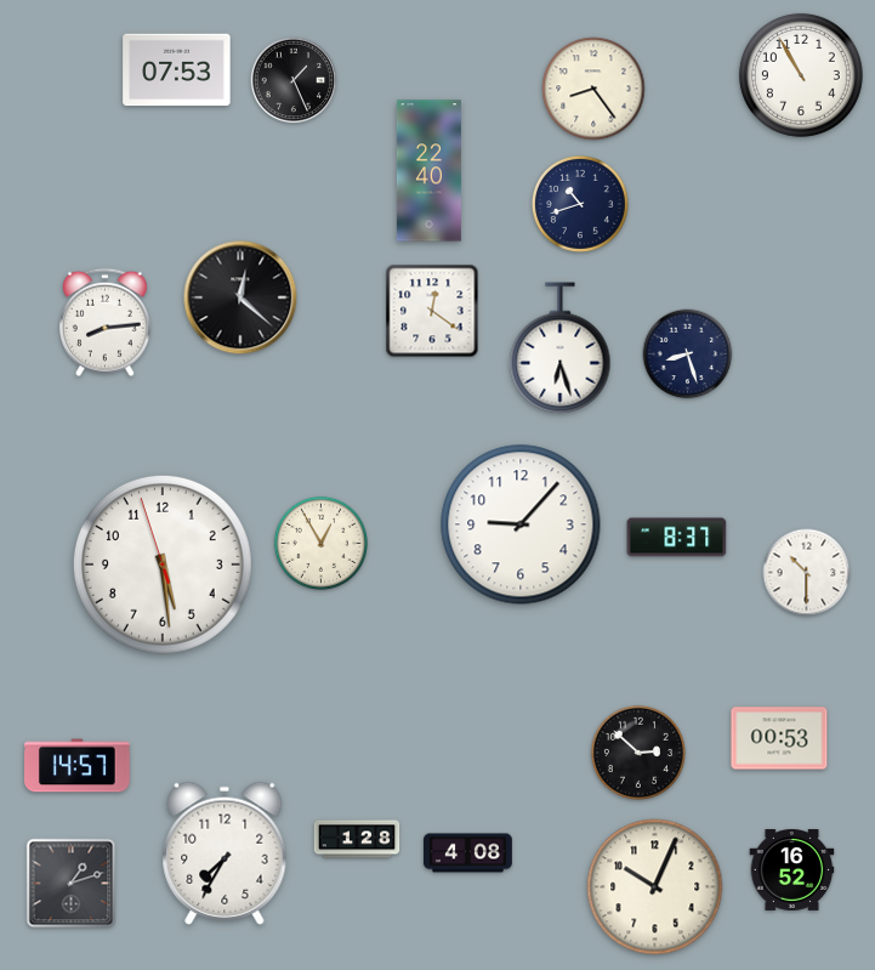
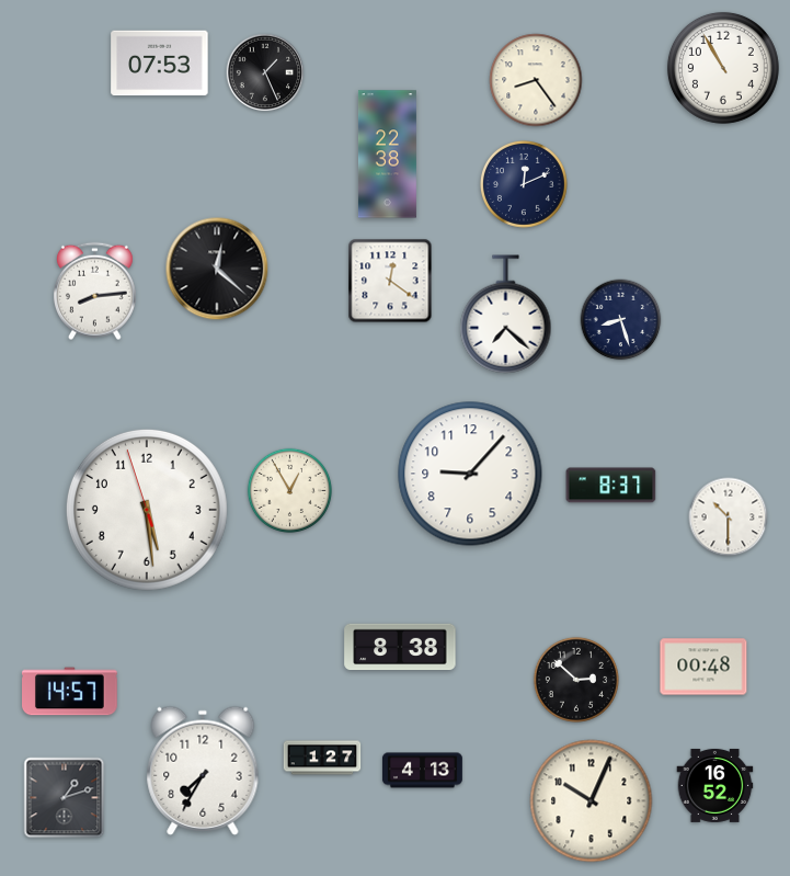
clock at (428, 171): 22:40 -> 22:38
clock at (580, 204): 10:42 -> 12:11
clock at (561, 348): 6:27 -> 7:22
clock at (400, 647): none -> 8:38
clock at (779, 738): 00:53 -> 00:48
clock at (357, 839): 1:28 -> 1:27
clock at (467, 853): 4:08 -> 4:13
